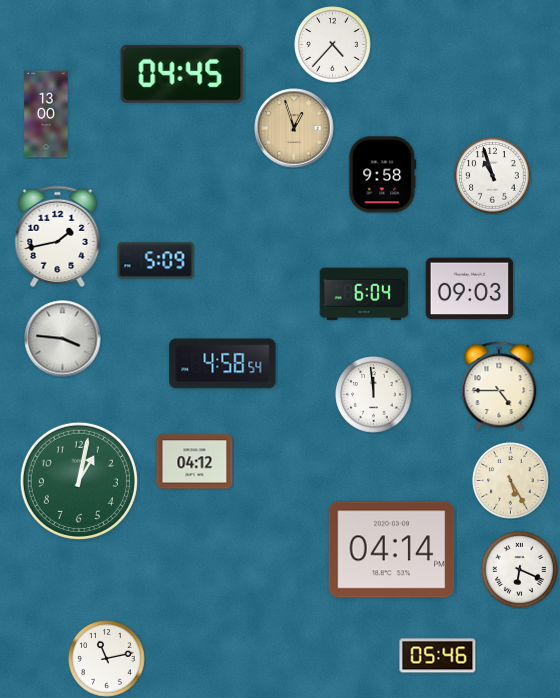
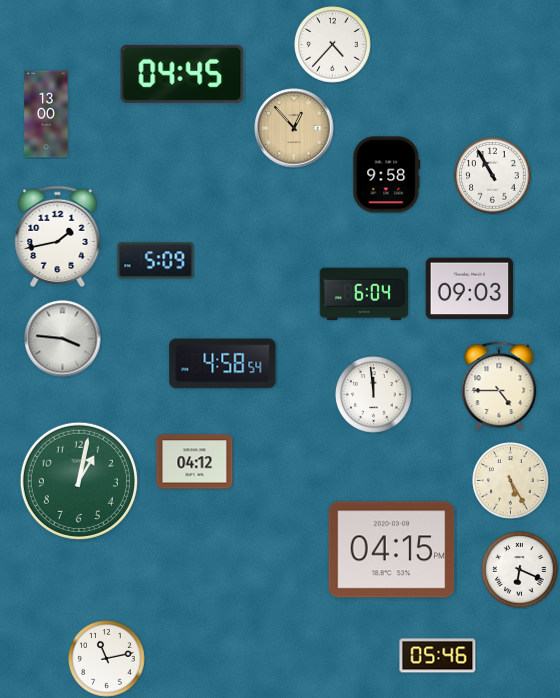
clock at (294, 128): 12:57 -> 12:53
clock at (383, 175) position: (383, 175) -> (387, 175)
clock at (493, 176): 10:57 -> 10:55
clock at (392, 550): 04:14 -> 04:15
